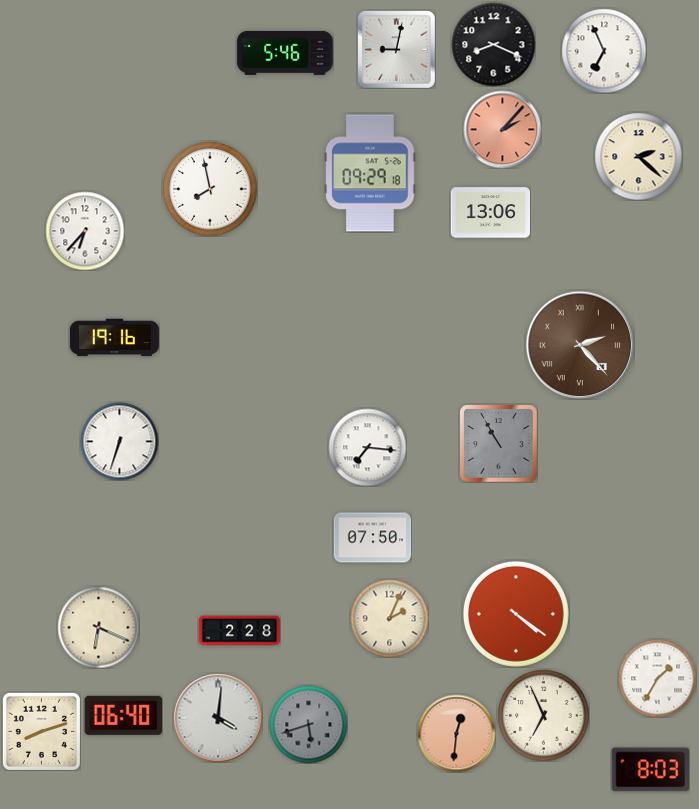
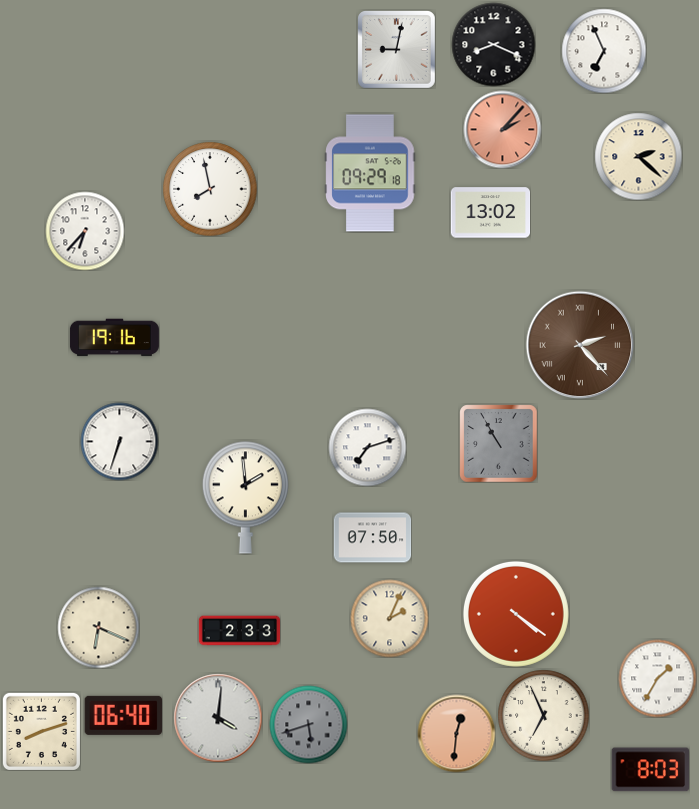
clock at (285, 53): 5:46 -> none
clock at (490, 213): 13:06 -> 13:02
clock at (367, 447): 7:16 -> 7:12
clock at (245, 497): none -> 1:59
clock at (239, 631): 2:28 -> 2:33
